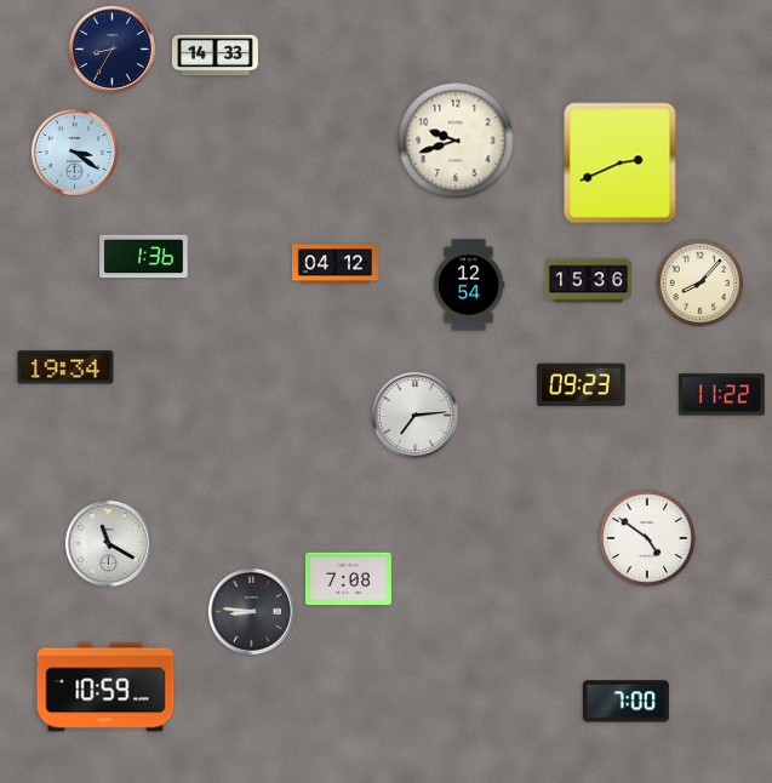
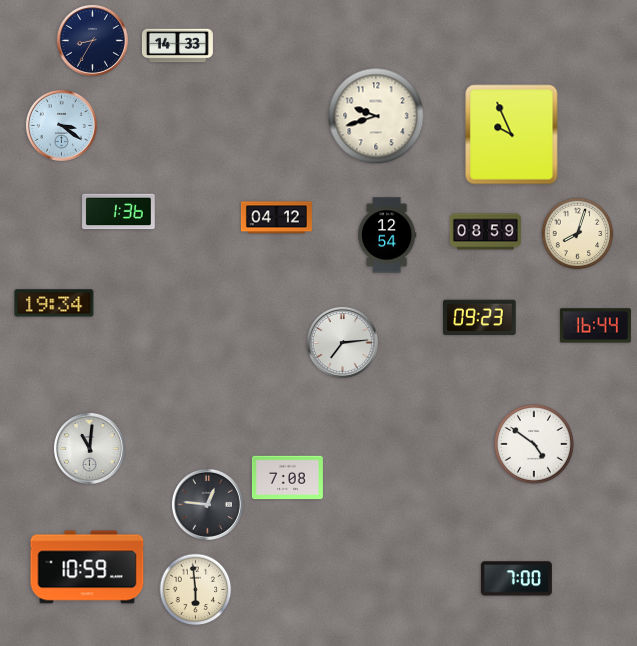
clock at (621, 164): 2:41 -> 9:56
clock at (588, 281): 15:36 -> 08:59
clock at (700, 284): 8:07 -> 8:03
clock at (721, 395): 11:22 -> 16:44
clock at (108, 543): 11:20 -> 11:01
clock at (251, 611): 8:46 -> 12:46
clock at (196, 590): none -> 5:59
